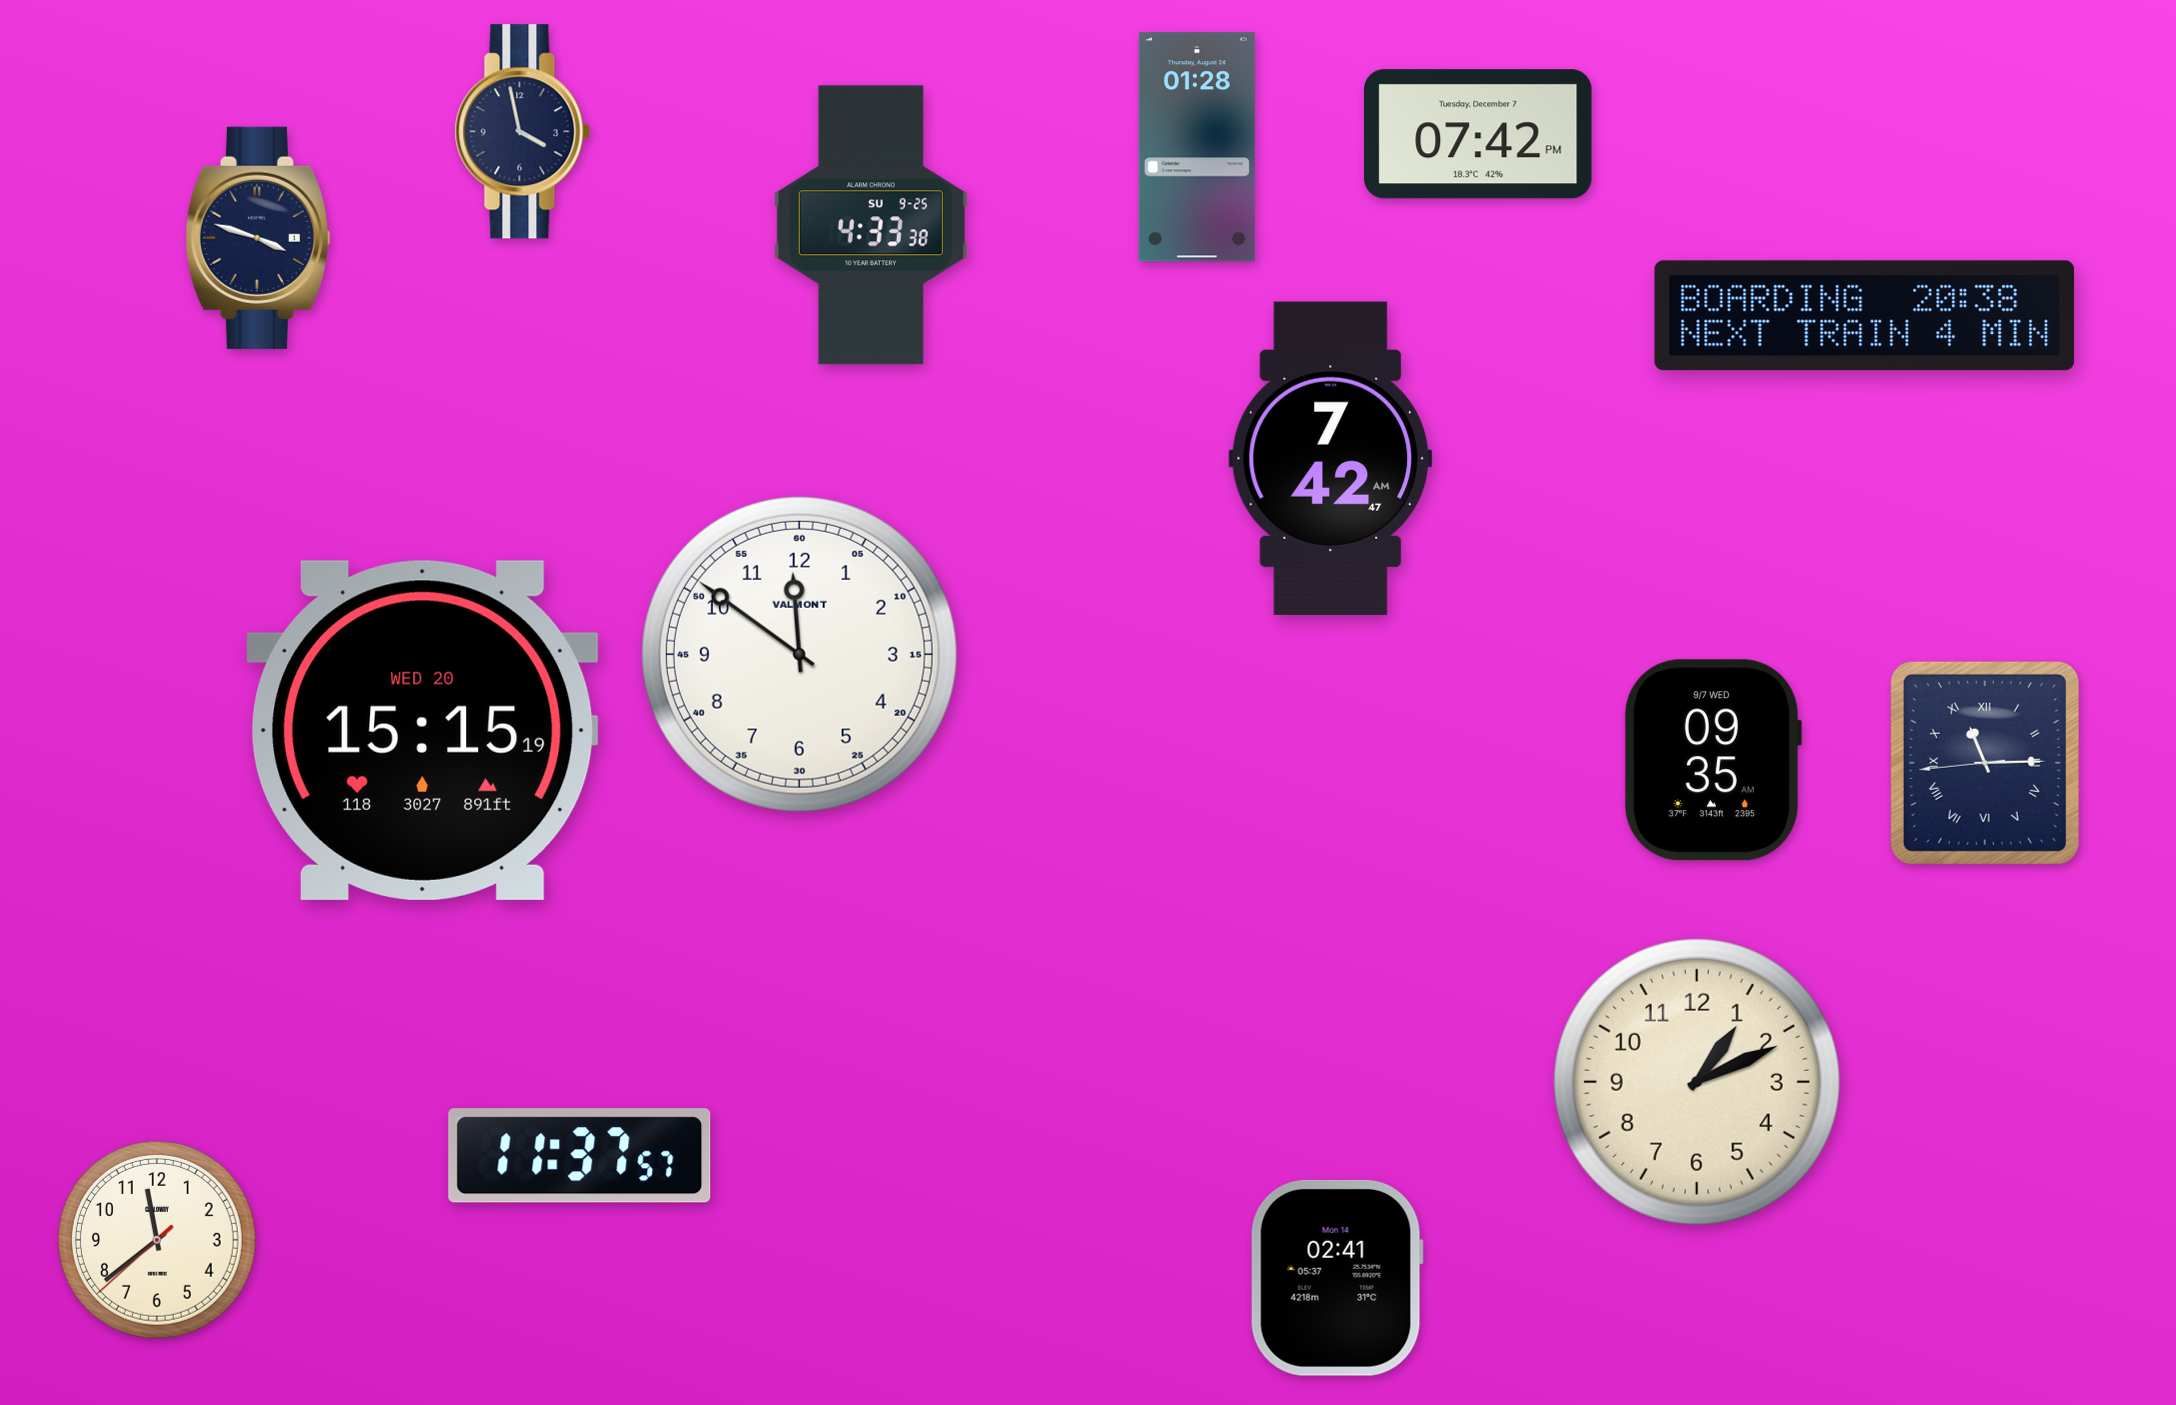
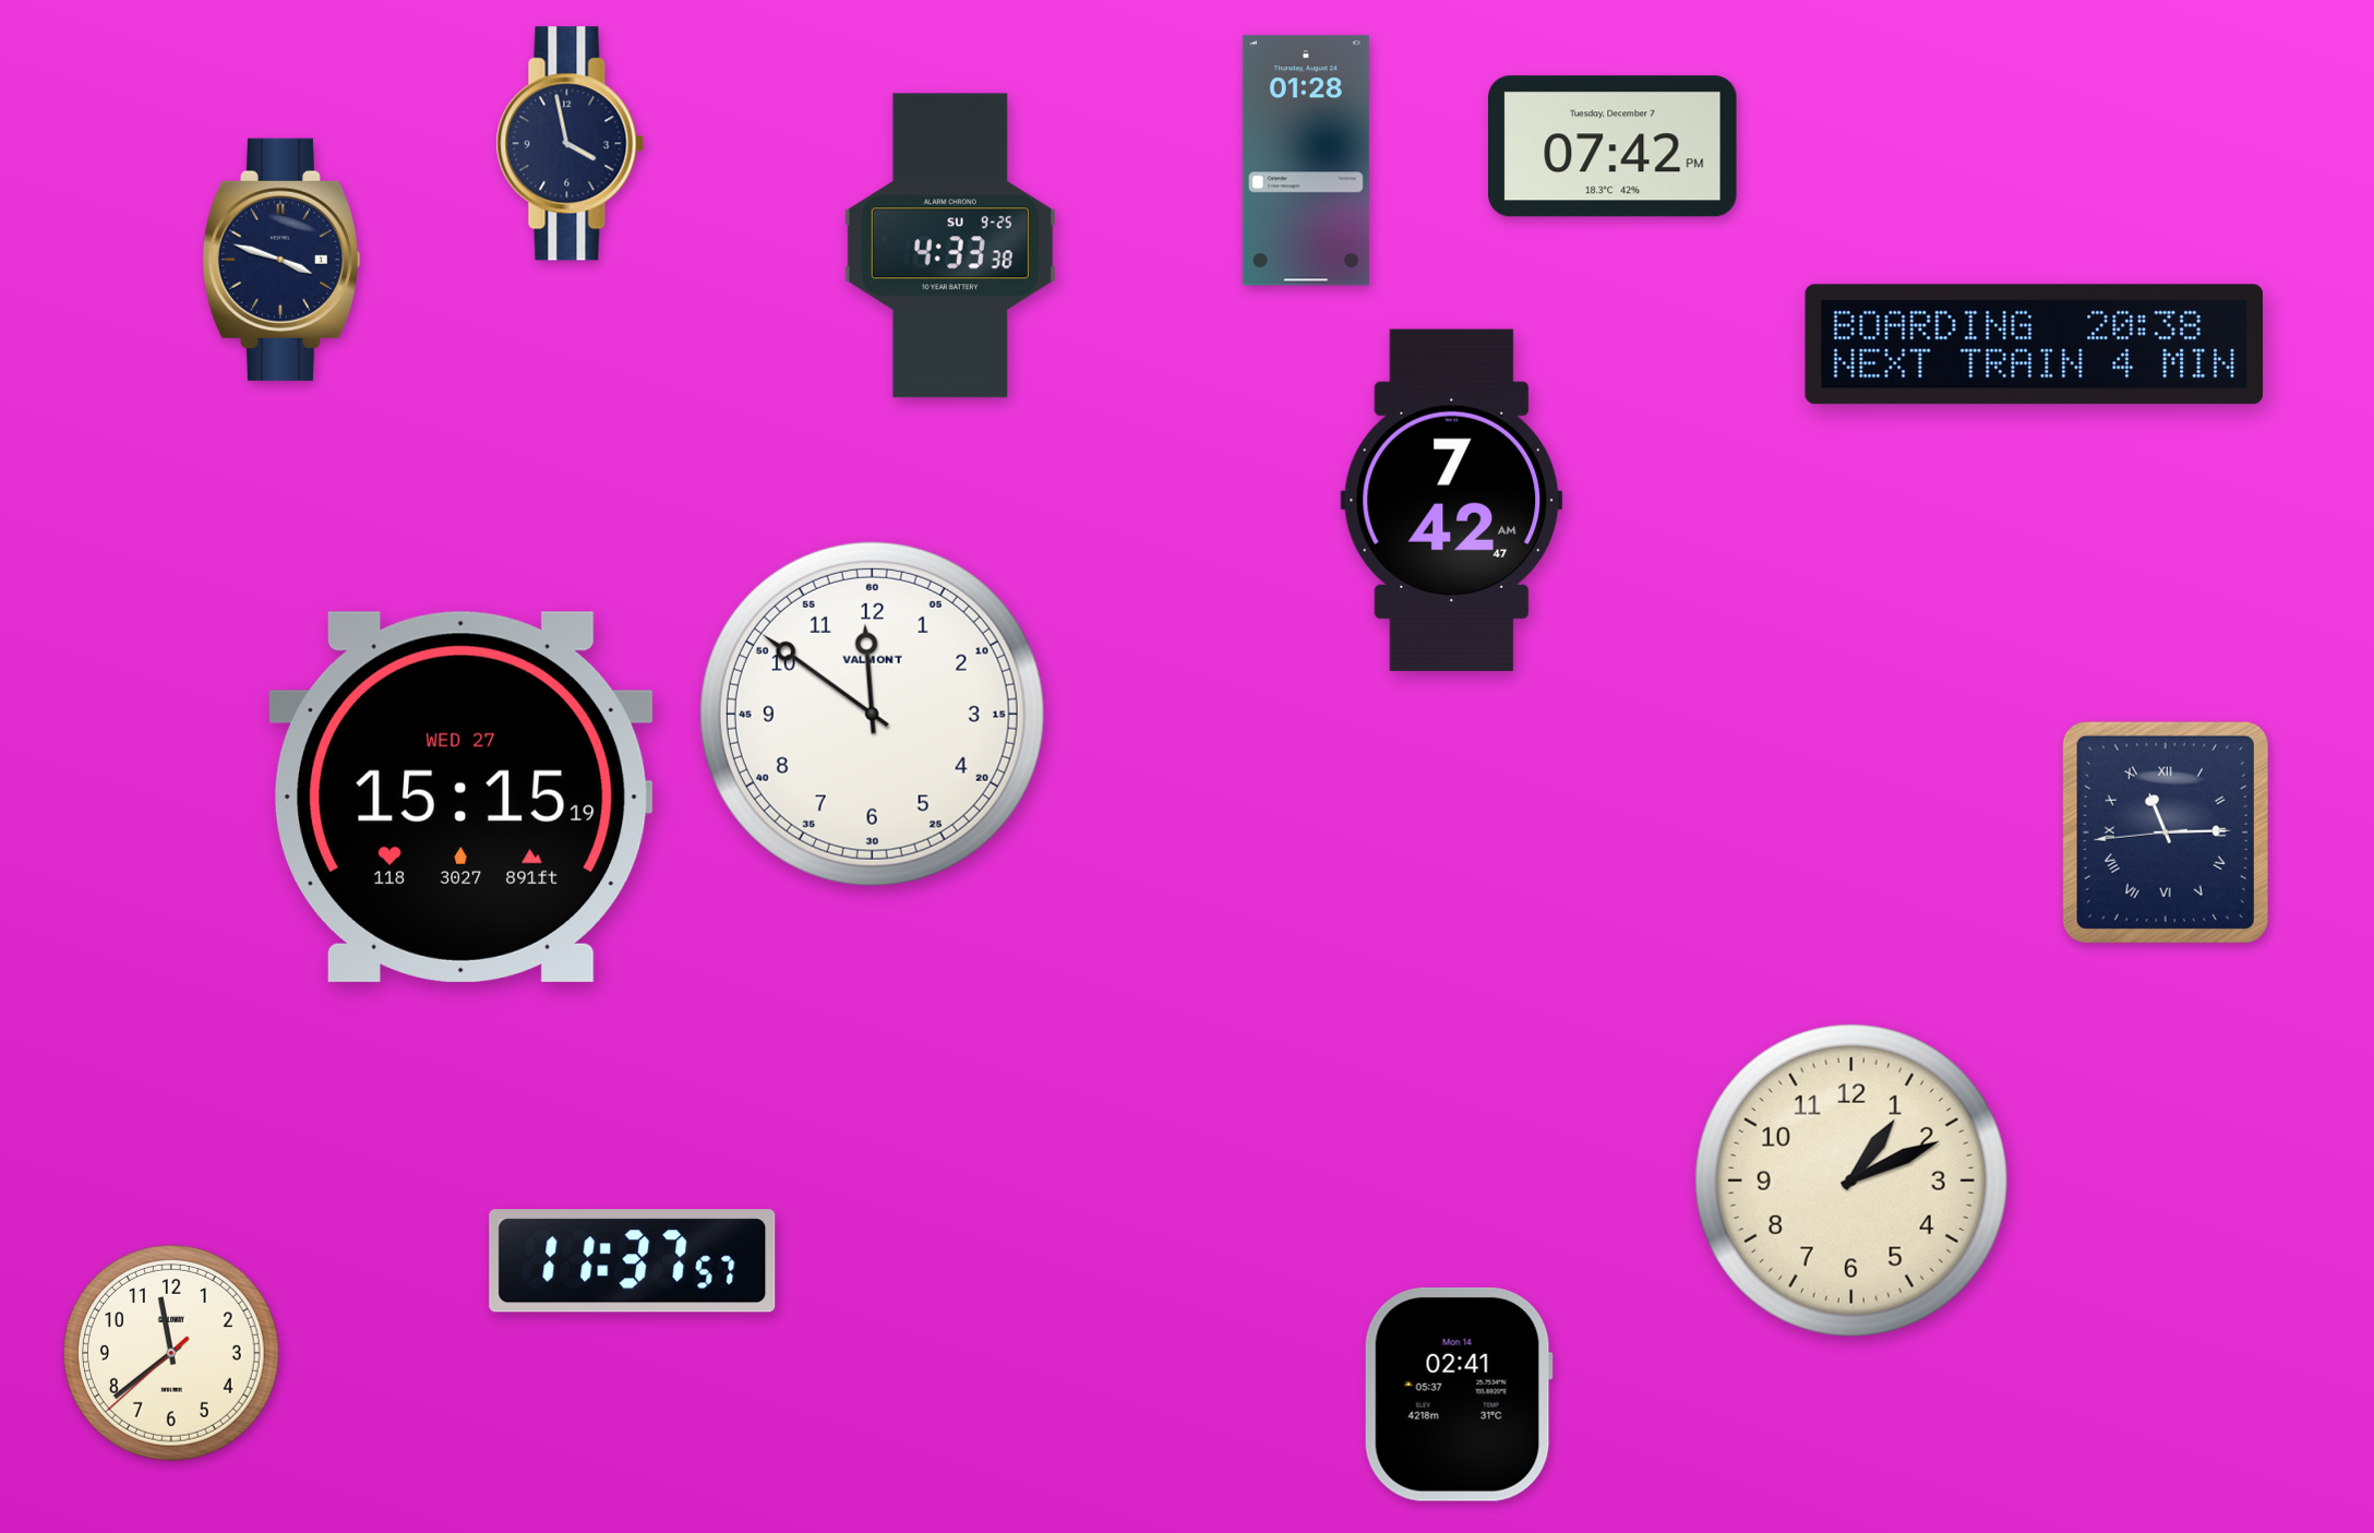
clock at (422, 730) date: WED 20 -> WED 27
clock at (1712, 760): 09:35 -> none
